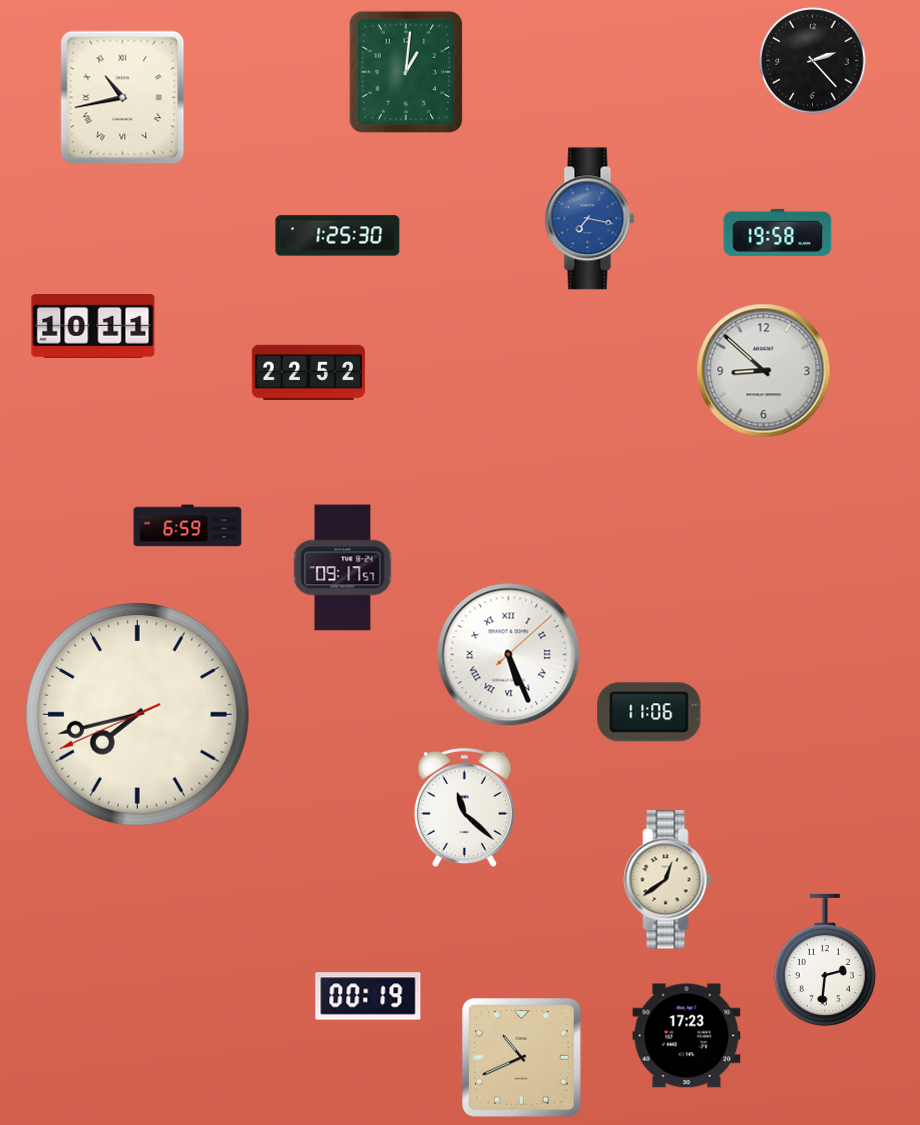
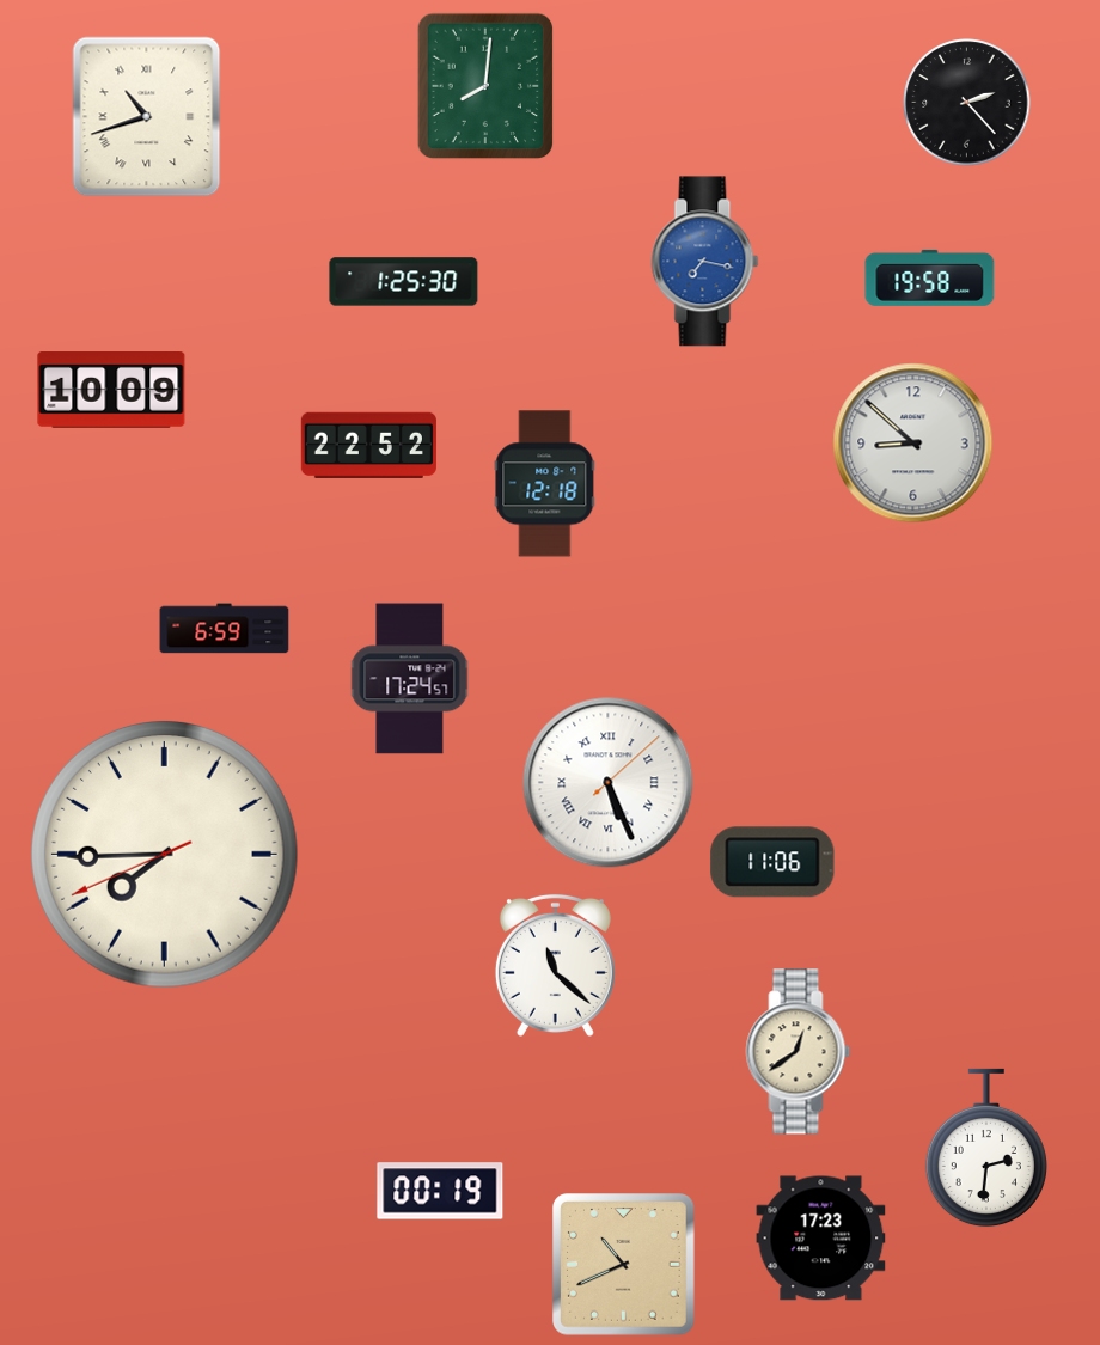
clock at (813, 61) position: (813, 61) -> (967, 103)
clock at (406, 72): 1:01 -> 8:01
clock at (123, 98): 10:43 -> 10:42
clock at (93, 327): 10:11 -> 10:09
clock at (545, 484): none -> 12:18
clock at (343, 568): 09:17 -> 17:24
clock at (649, 712) position: (649, 712) -> (772, 862)
clock at (138, 715): 7:42 -> 7:44
